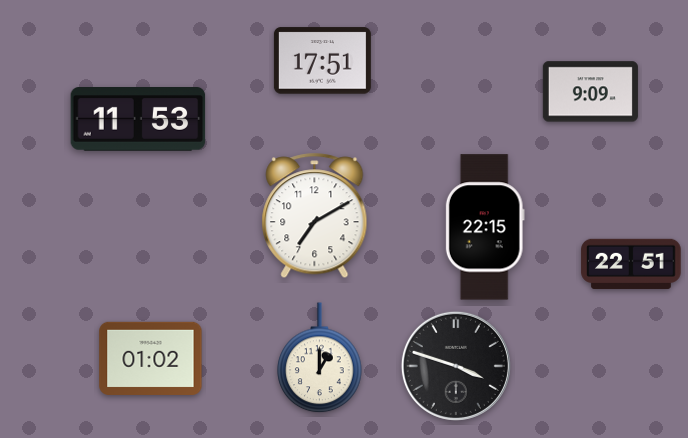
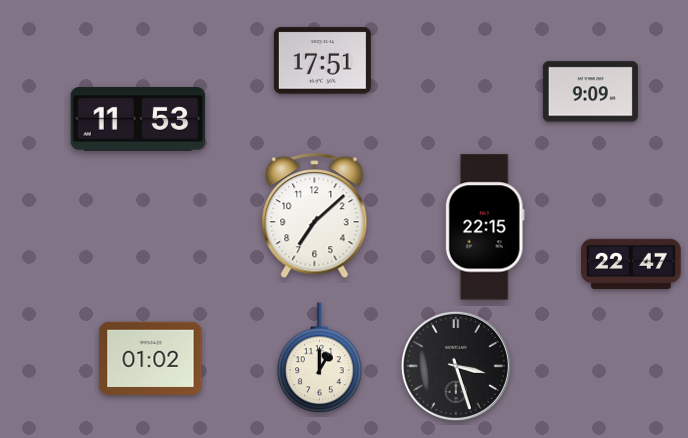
clock at (315, 216): 7:10 -> 7:08
clock at (631, 264): 22:51 -> 22:47
clock at (456, 366): 3:48 -> 3:27
